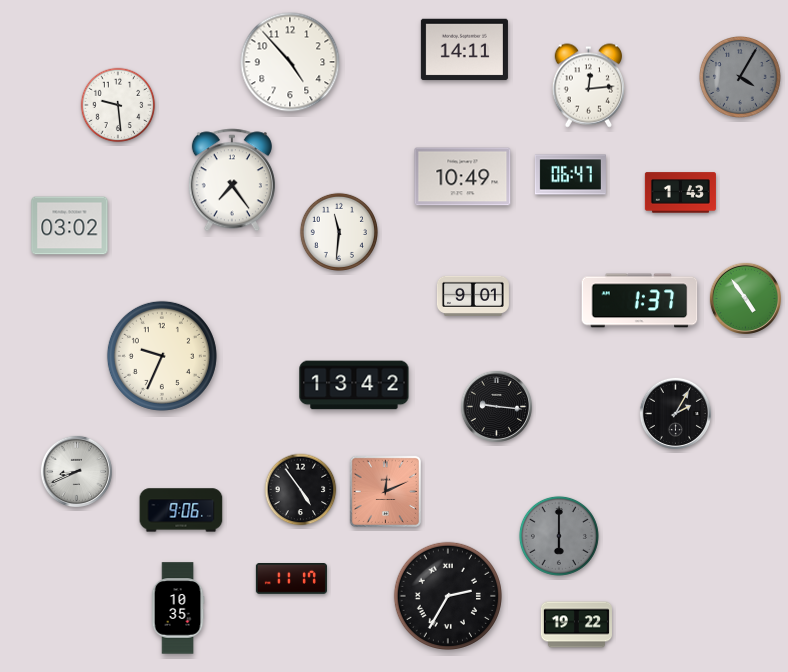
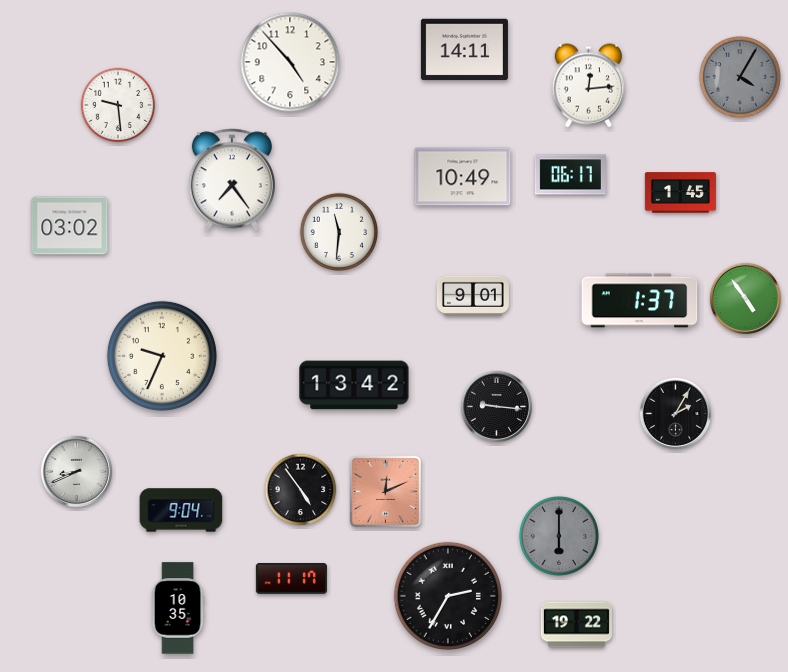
clock at (570, 175): 06:47 -> 06:17
clock at (680, 193): 1:43 -> 1:45
clock at (181, 510): 9:06 -> 9:04
